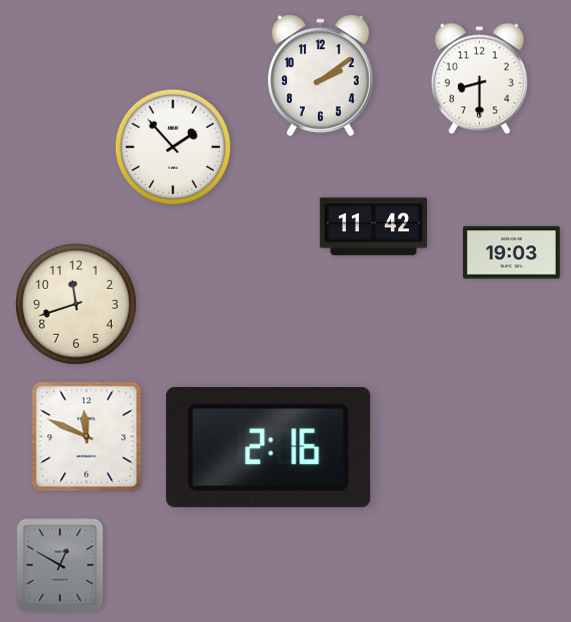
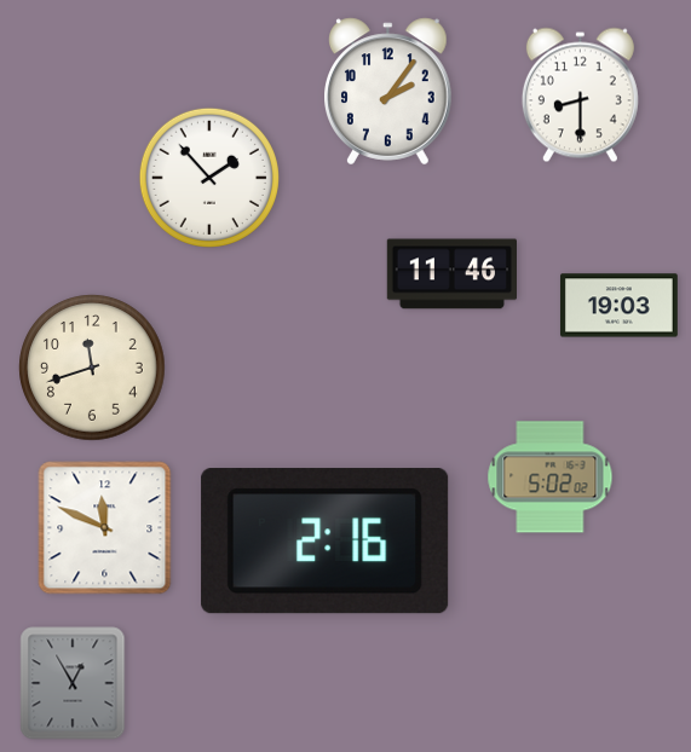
clock at (321, 76): 2:09 -> 2:06
clock at (373, 227): 11:42 -> 11:46
clock at (551, 478): none -> 5:02
clock at (60, 565): 12:50 -> 12:55
